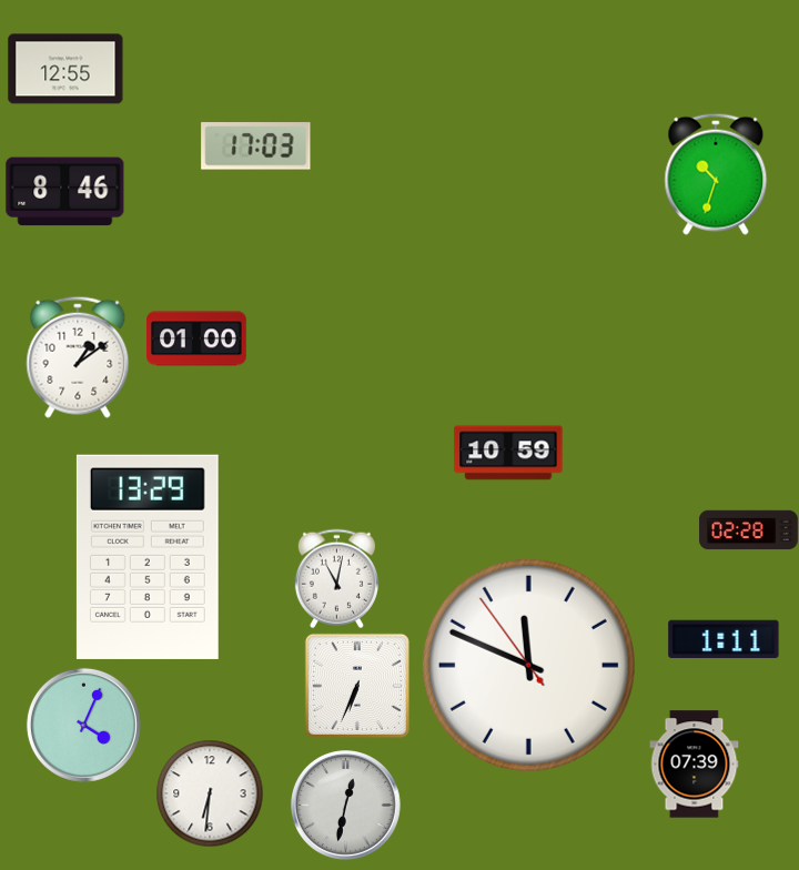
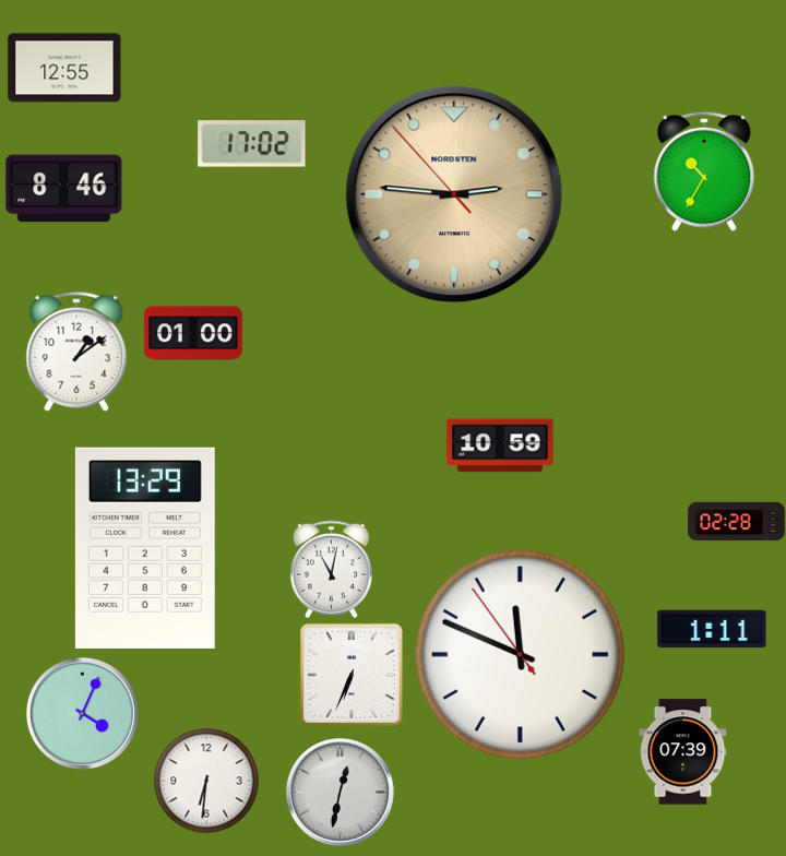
clock at (256, 146): 17:03 -> 17:02
clock at (716, 174): 10:33 -> 10:35
clock at (454, 194): none -> 2:45
